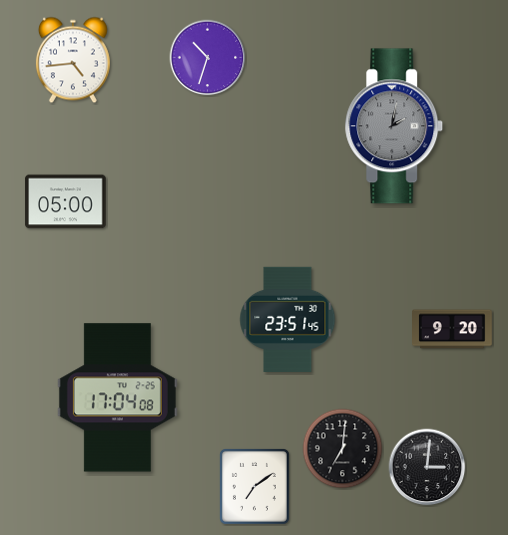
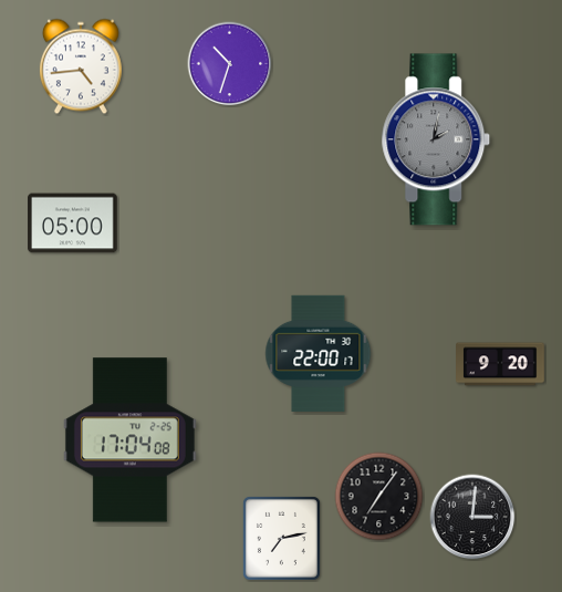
clock at (288, 319): 23:51 -> 22:00
clock at (343, 449): 7:01 -> 7:06
clock at (254, 486): 7:09 -> 7:13
